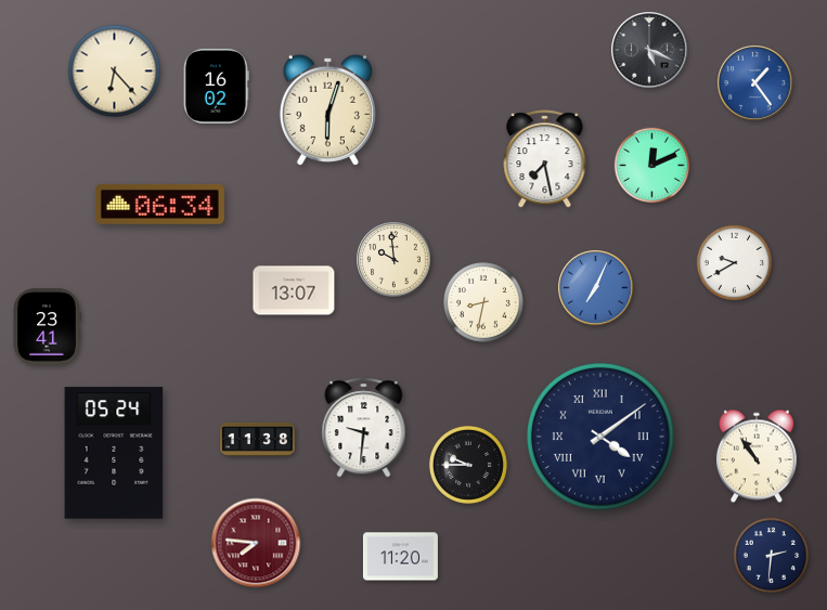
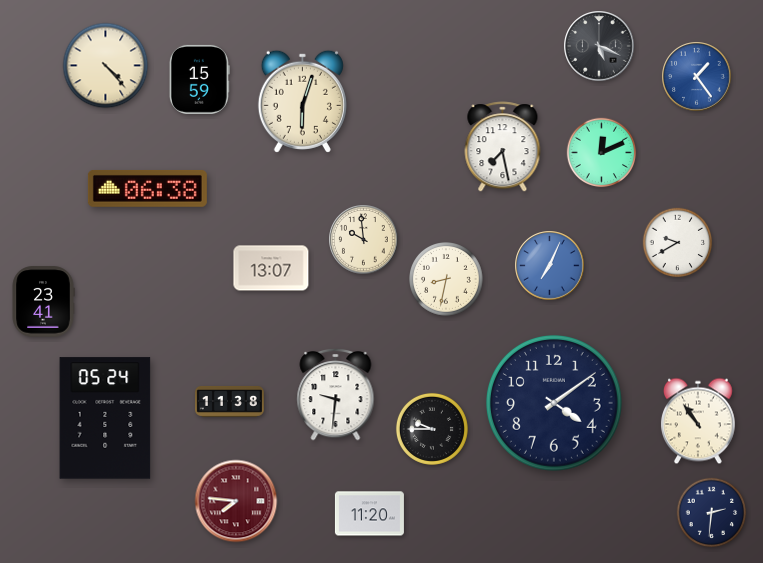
clock at (115, 72): 6:23 -> 4:23
clock at (216, 86): 16:02 -> 15:59
clock at (159, 204): 06:34 -> 06:38
clock at (600, 437) numerals: Roman -> Arabic
clock at (257, 439) position: (257, 439) -> (229, 401)
